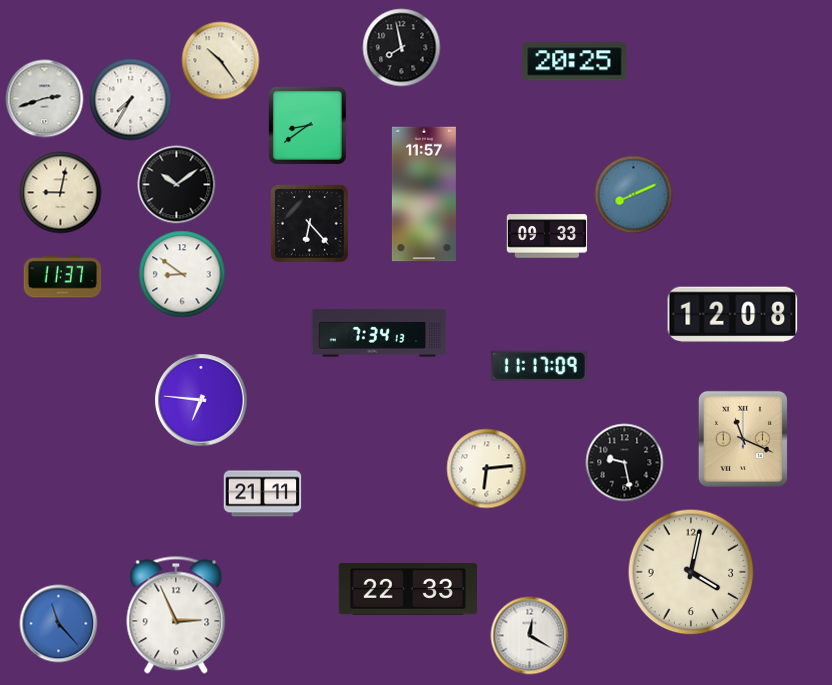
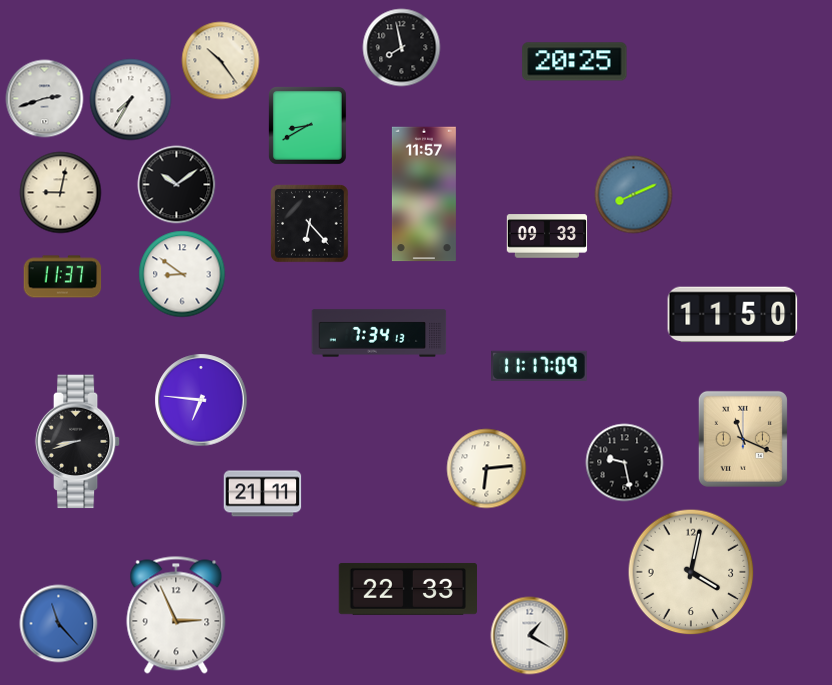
clock at (308, 126): 8:39 -> 8:40
clock at (733, 315): 12:08 -> 11:50
clock at (78, 442): none -> 8:42
clock at (529, 635): 12:20 -> 1:20
